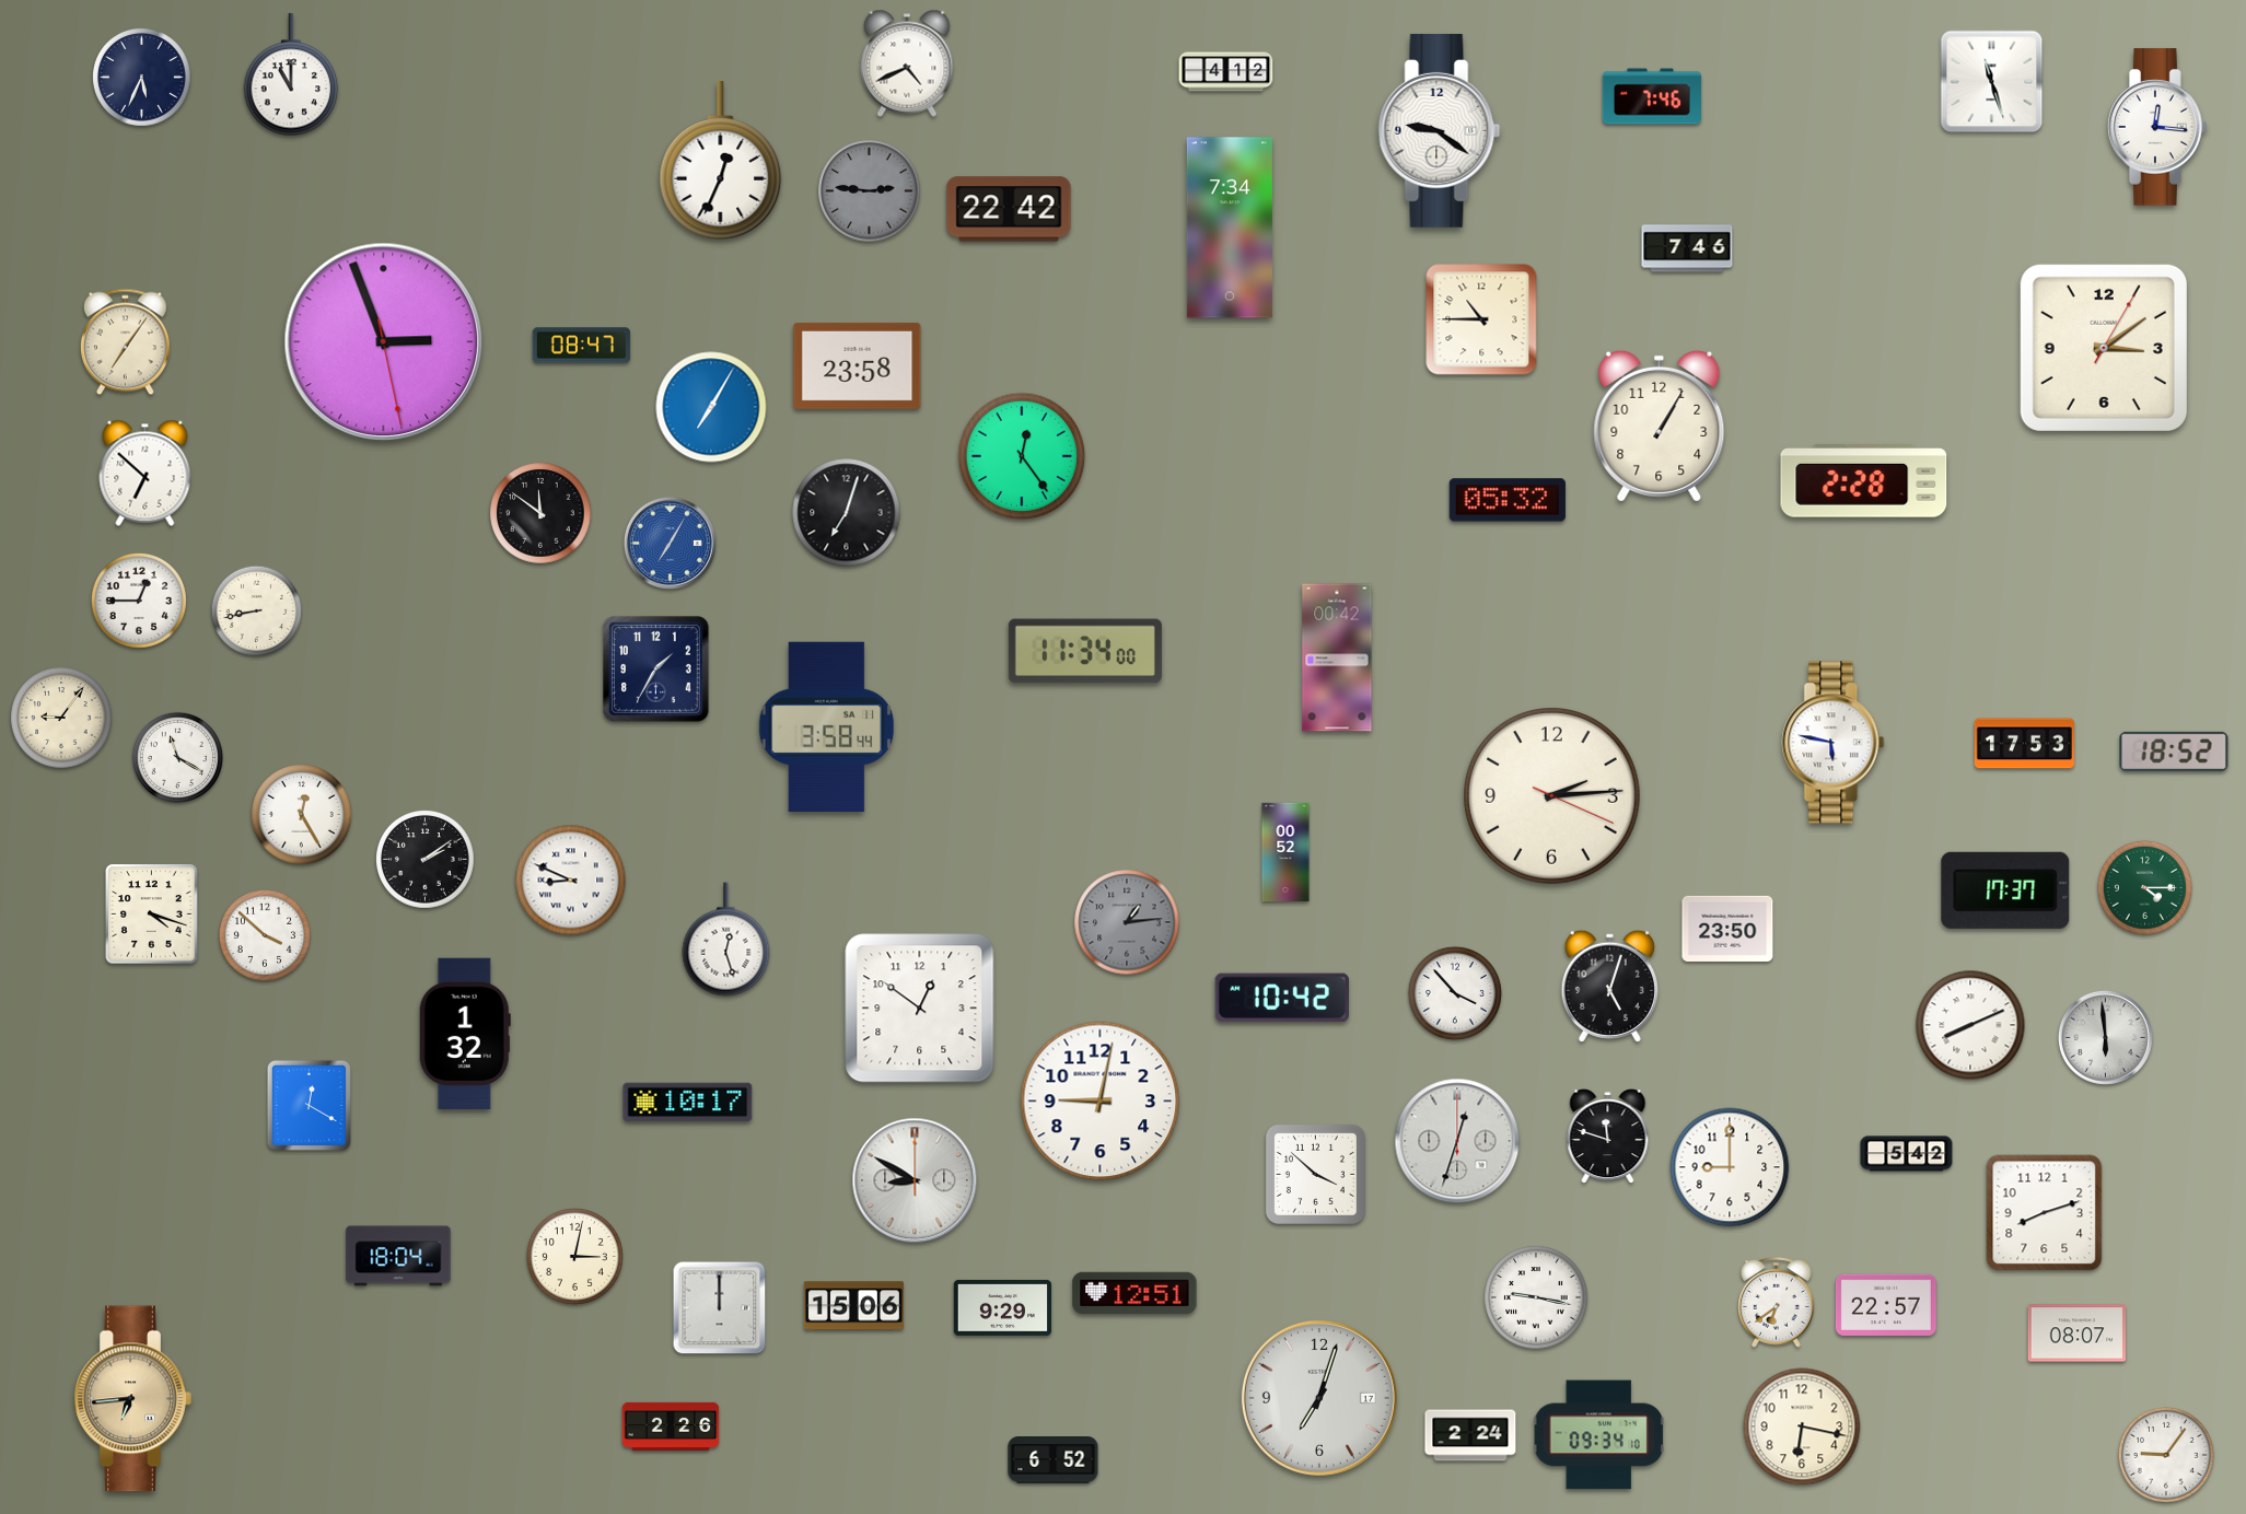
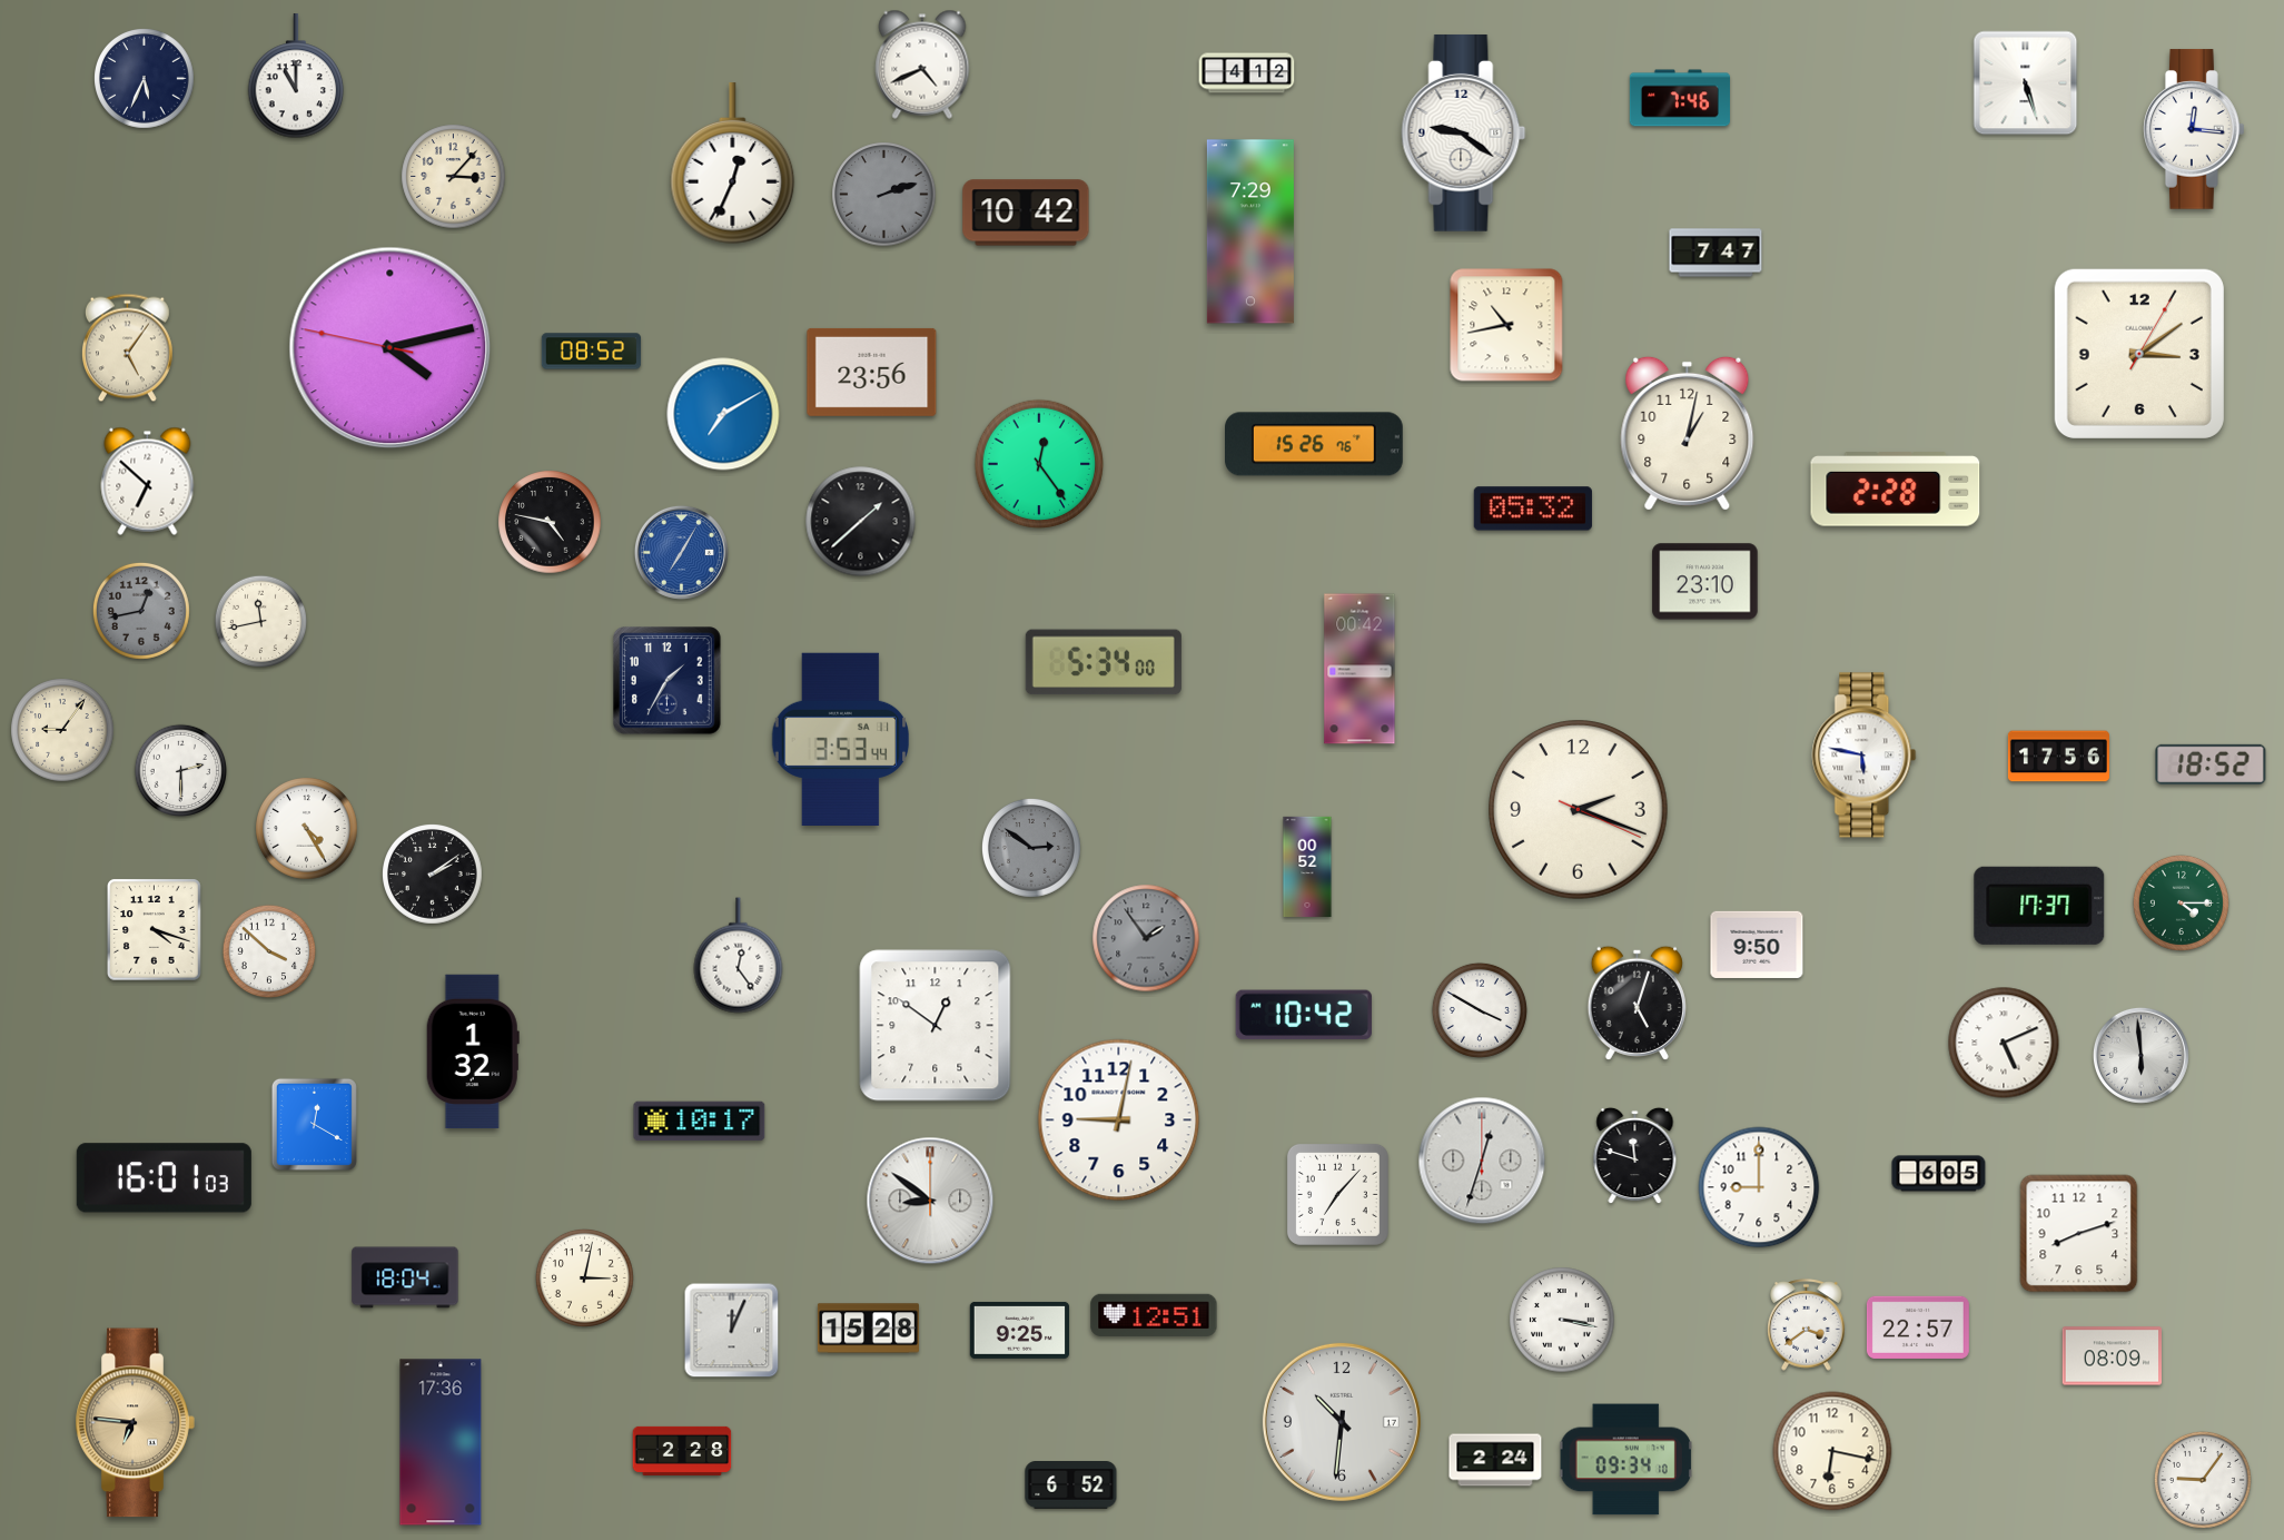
clock at (1992, 82): 11:27 -> 5:27
clock at (454, 177): none -> 3:07
clock at (870, 191): 2:46 -> 2:12
clock at (1009, 209): 22:42 -> 10:42
clock at (1230, 228): 7:34 -> 7:29
clock at (1687, 248): 7:46 -> 7:47
clock at (1481, 319): 10:45 -> 10:43
clock at (125, 342): 7:06 -> 5:06
clock at (384, 342): 2:56 -> 4:12
clock at (582, 346): 08:47 -> 08:52
clock at (858, 365): 23:58 -> 23:56
clock at (711, 407): 7:05 -> 7:10
clock at (1660, 426): 1:05 -> 1:02
clock at (1315, 444): none -> 15:26
clock at (540, 513): 11:51 -> 4:47
clock at (847, 513): 7:03 -> 1:38
clock at (1705, 582): none -> 23:10
clock at (139, 601): 12:45 -> 12:43
clock at (139, 601) dial: white -> grey
clock at (257, 612): 8:43 -> 11:43
clock at (1085, 651): 11:34 -> 5:34
clock at (826, 726): 3:58 -> 3:53
clock at (2024, 744): 17:53 -> 17:56
clock at (178, 758): 11:20 -> 2:30
clock at (1552, 796): 2:14 -> 2:18
clock at (302, 815): 12:25 -> 4:25
clock at (1031, 848): none -> 2:51
clock at (571, 881): 8:49 -> none
clock at (1127, 922): 1:14 -> 1:54
clock at (1727, 929): 23:50 -> 9:50
clock at (726, 940): 12:27 -> 12:24
clock at (1455, 993): 3:53 -> 3:50
clock at (1970, 1025): 8:11 -> 5:11
clock at (1907, 1154): 5:42 -> 6:05
clock at (164, 1178): none -> 16:01
clock at (1315, 1174): 3:52 -> 7:07
clock at (915, 1180): 8:50 -> 8:51
clock at (1536, 1297): 9:17 -> 3:17
clock at (1777, 1303): 6:39 -> 3:39
clock at (853, 1306): 15:06 -> 15:28
clock at (1003, 1307): 9:29 -> 9:25
clock at (720, 1308): 12:00 -> 12:04
clock at (2076, 1334): 08:07 -> 08:09
clock at (1319, 1398): 7:03 -> 10:31
clock at (132, 1399): 6:44 -> 6:46
clock at (441, 1442): none -> 17:36
clock at (671, 1426): 2:26 -> 2:28
